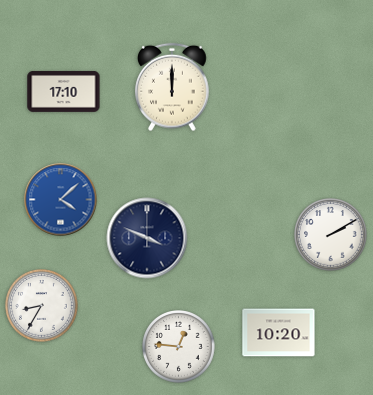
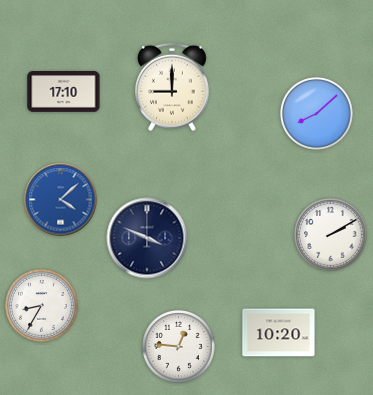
clock at (173, 87): 12:00 -> 9:00
clock at (317, 114): none -> 8:08
